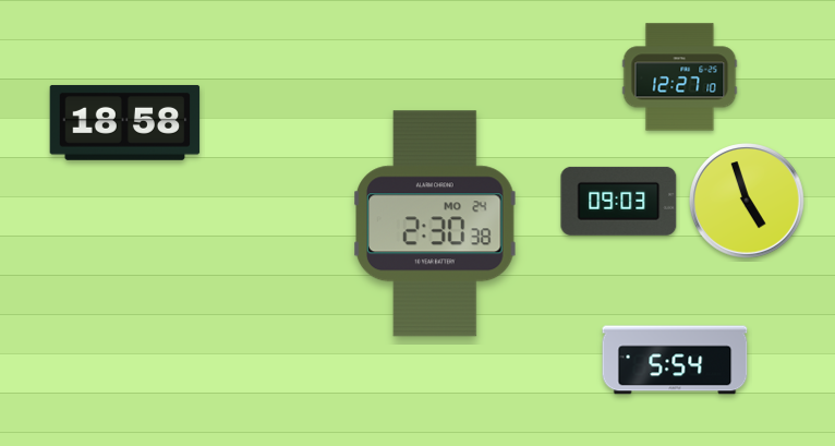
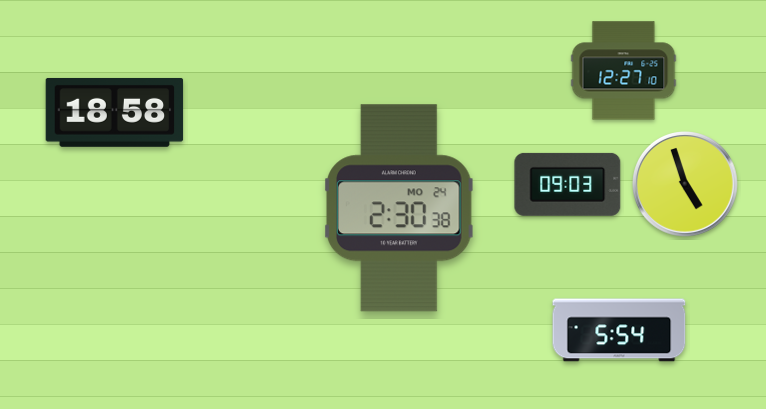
clock at (436, 224) position: (436, 224) -> (400, 208)
